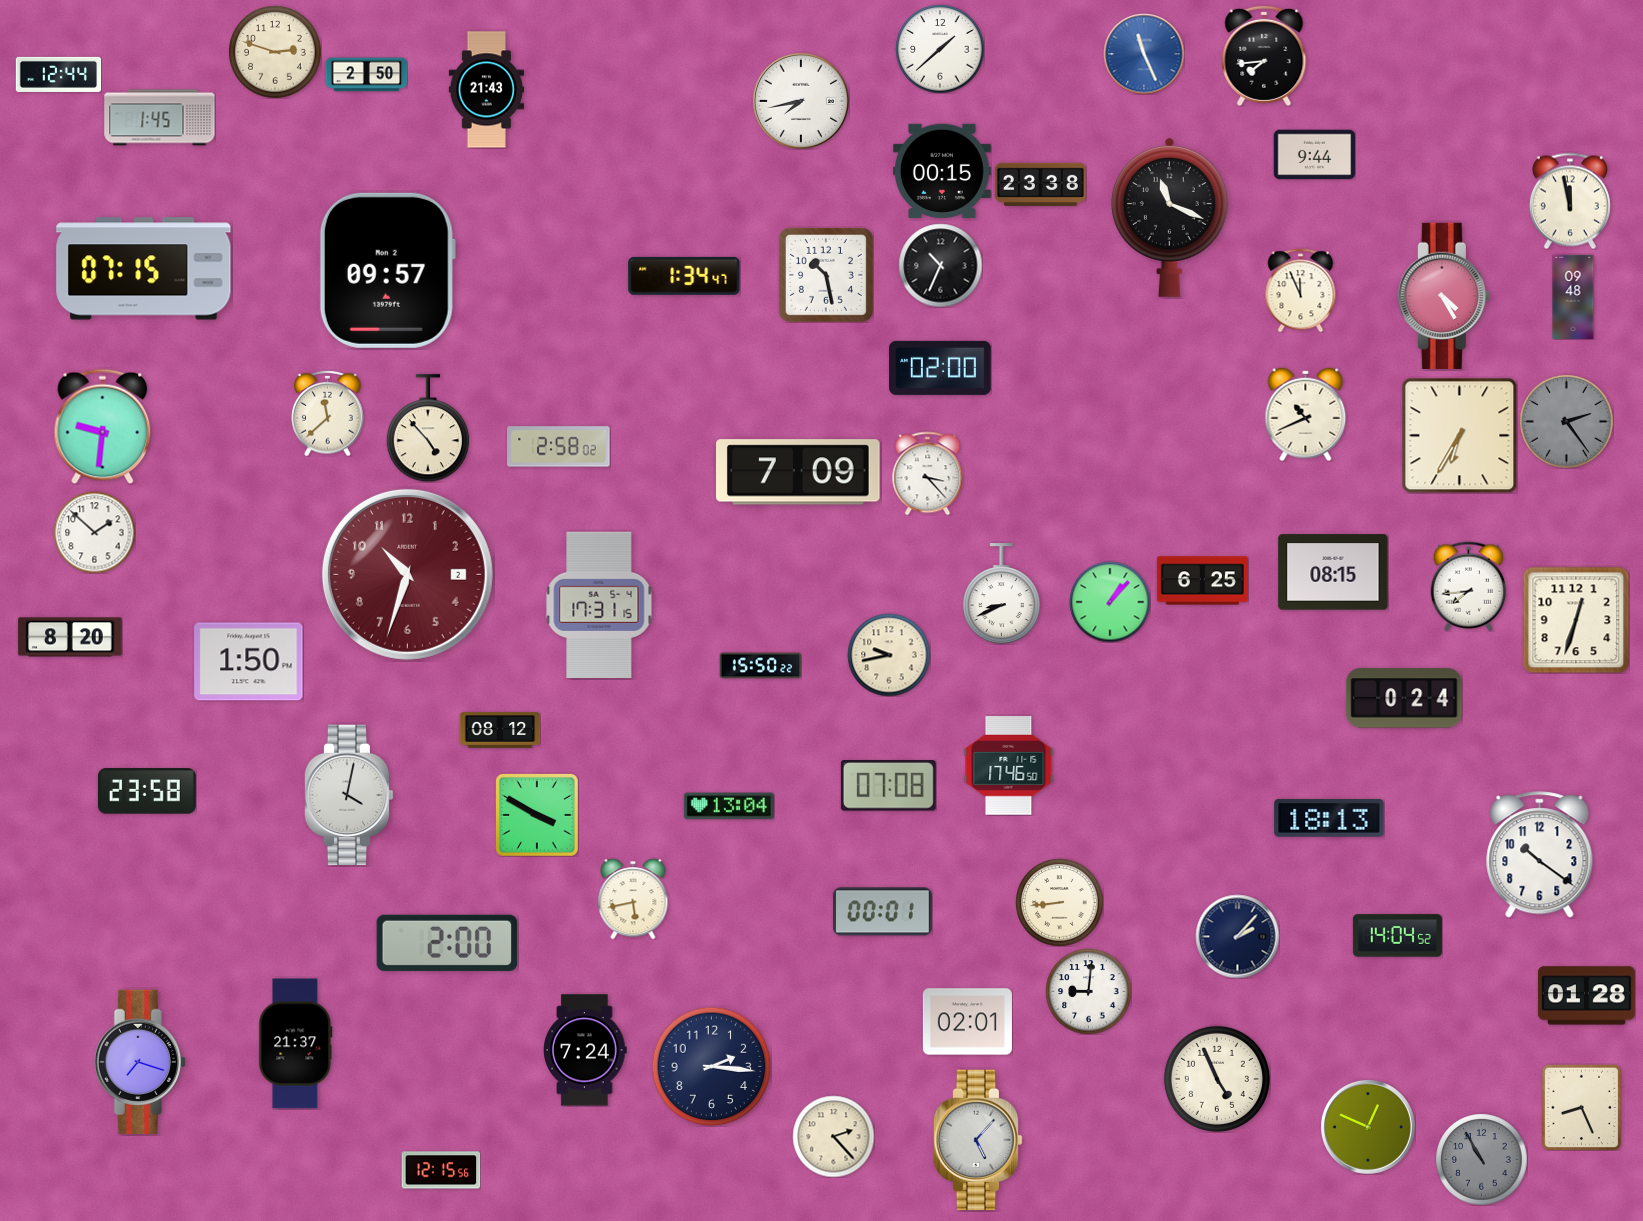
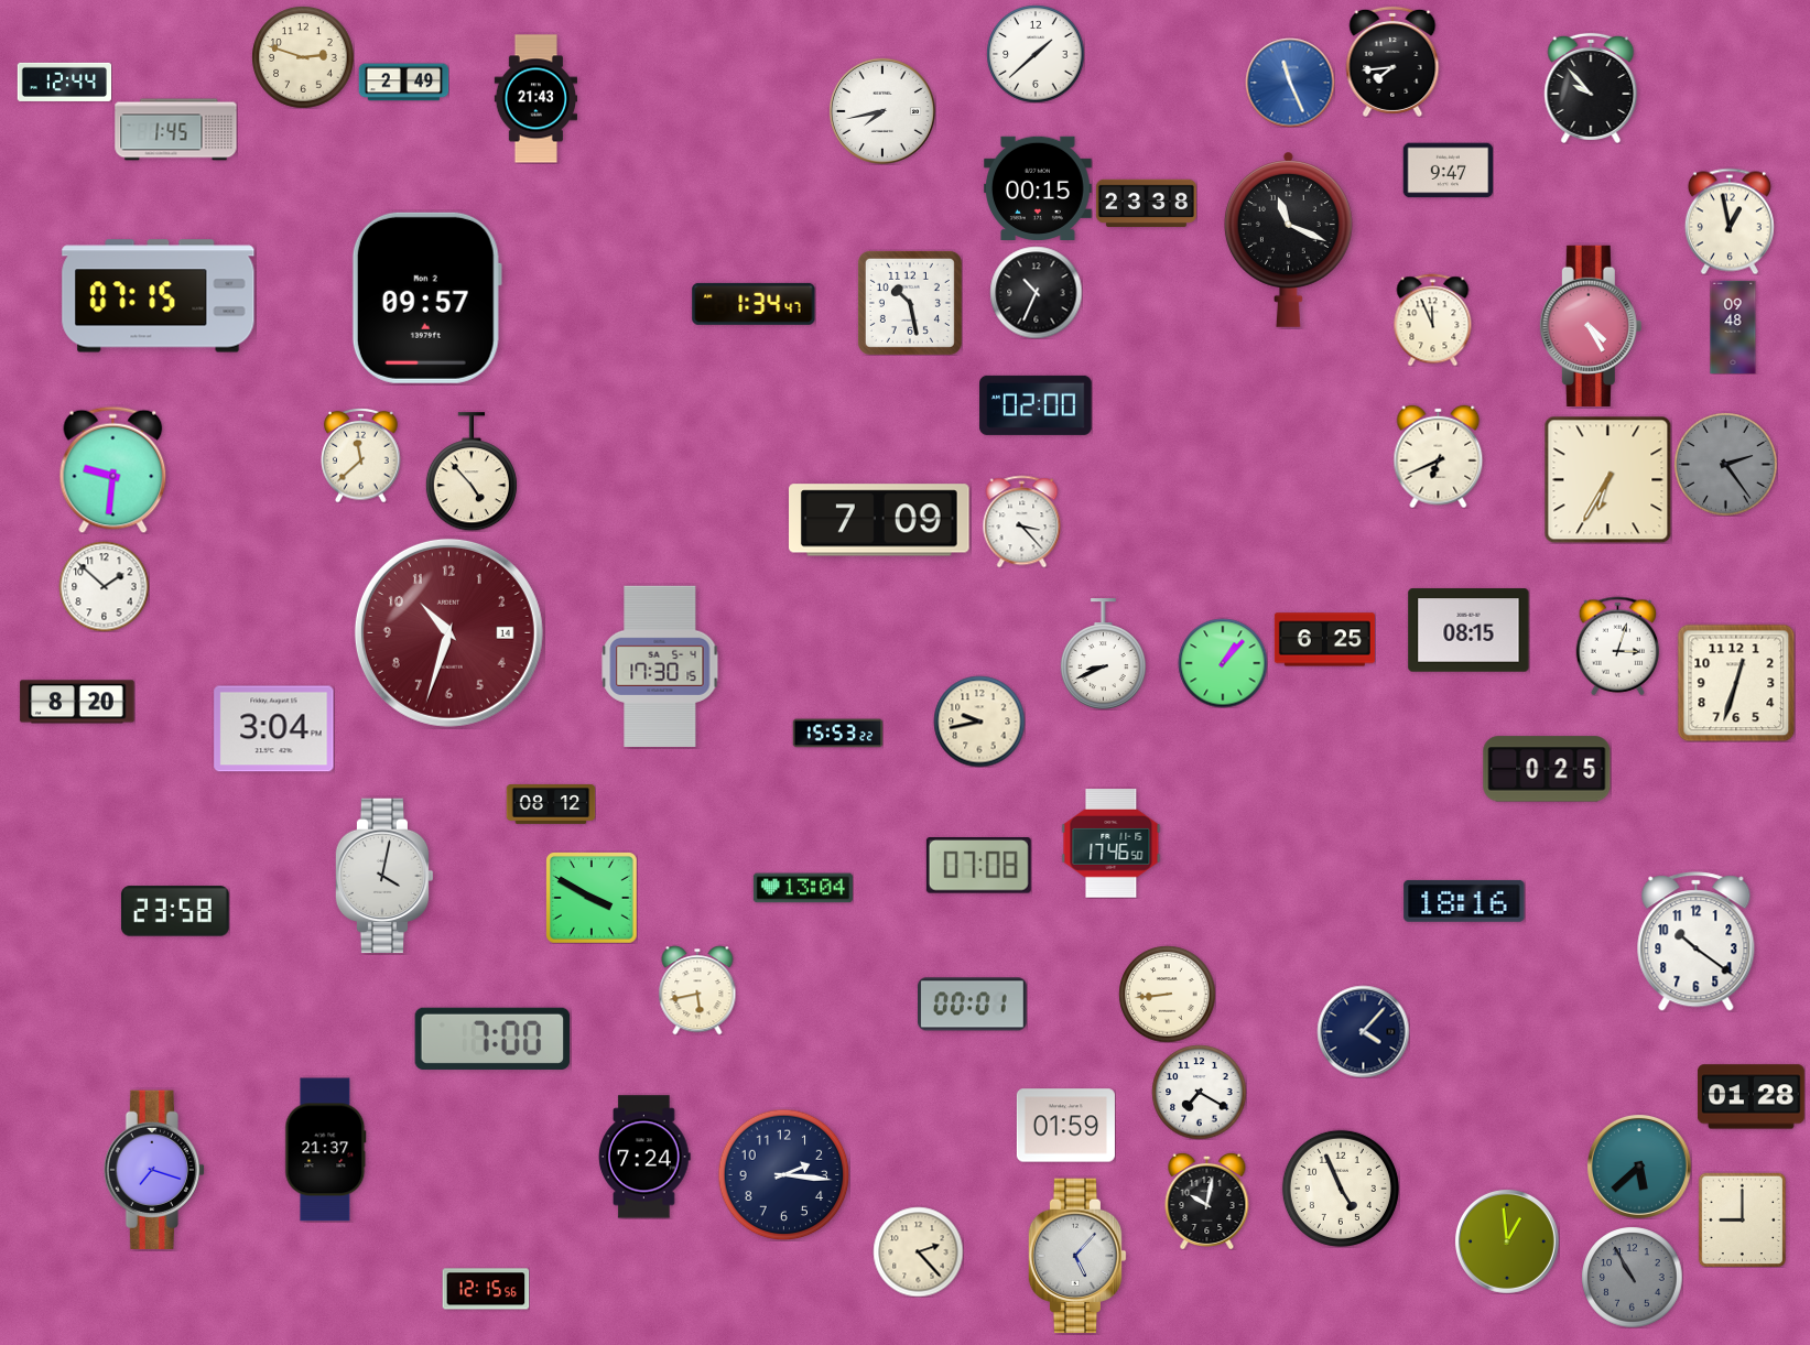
clock at (1144, 54) position: (1144, 54) -> (1290, 83)
clock at (366, 75): 2:50 -> 2:49
clock at (1591, 88): none -> 9:53
clock at (1314, 155): 9:44 -> 9:47
clock at (1570, 201): 11:58 -> 12:58
clock at (1306, 414): 10:41 -> 6:41
clock at (559, 447): 2:58 -> none
clock at (407, 574) date: 2 -> 14
clock at (1469, 586): 7:44 -> 3:03
clock at (599, 605): 17:31 -> 17:30
clock at (249, 662): 1:50 -> 3:04
clock at (760, 666): 15:50 -> 15:53
clock at (1404, 698): 0:24 -> 0:25
clock at (147, 791) position: (147, 791) -> (175, 911)
clock at (1329, 818): 18:13 -> 18:16
clock at (1237, 936): 2:07 -> 4:07
clock at (1397, 936): 14:04 -> none
clock at (447, 943): 2:00 -> 7:00
clock at (1088, 991): 9:01 -> 7:20
clock at (1586, 996) position: (1586, 996) -> (1751, 1097)
clock at (967, 1022): 02:01 -> 01:59
clock at (1639, 1167): none -> 5:38
clock at (1207, 1201): none -> 10:02
clock at (1582, 1107): 8:26 -> 9:00
clock at (1368, 1127): 12:49 -> 12:59
